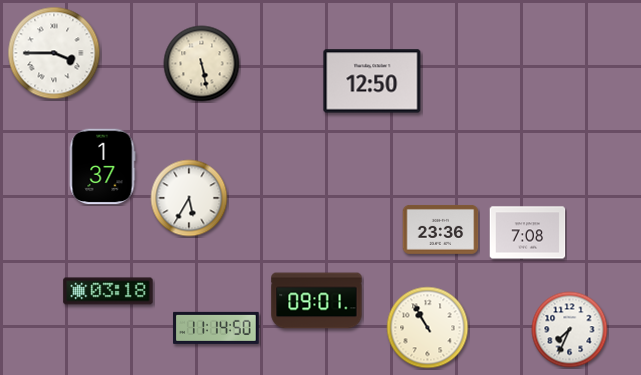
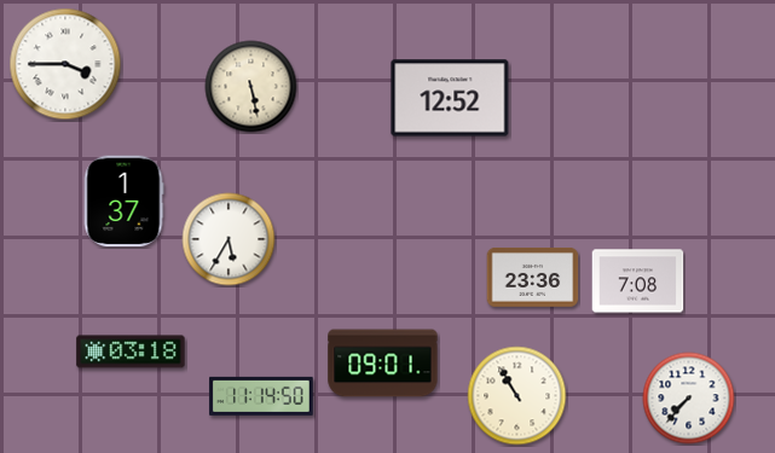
clock at (202, 64) position: (202, 64) -> (251, 87)
clock at (372, 81): 12:50 -> 12:52
clock at (570, 330): 7:34 -> 7:37
